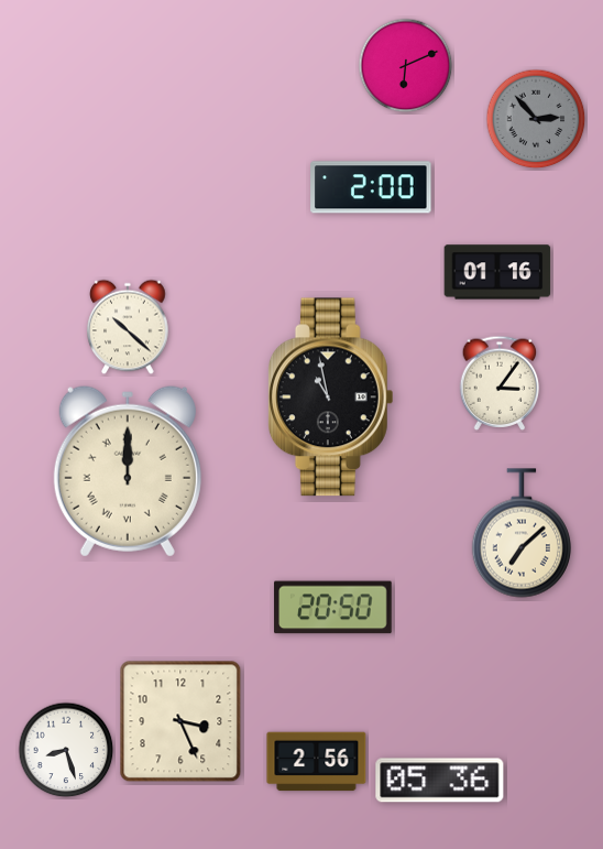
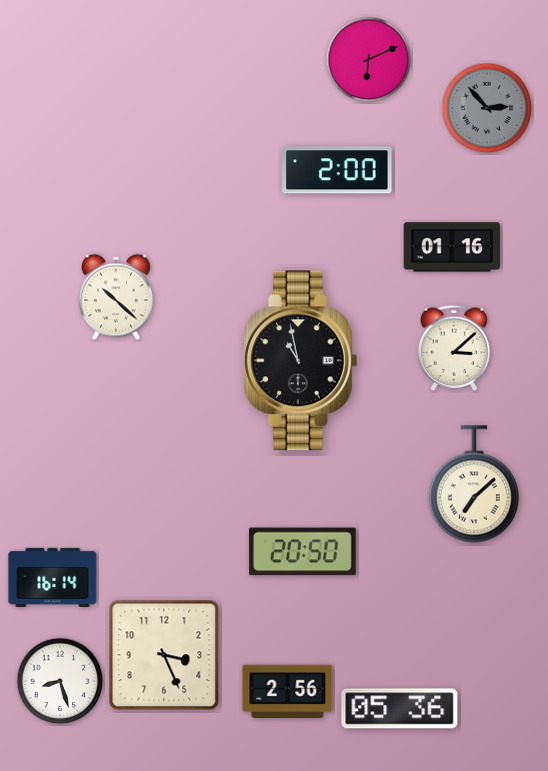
clock at (500, 383): 3:06 -> 3:08
clock at (128, 471): 12:00 -> none
clock at (53, 577): none -> 16:14
